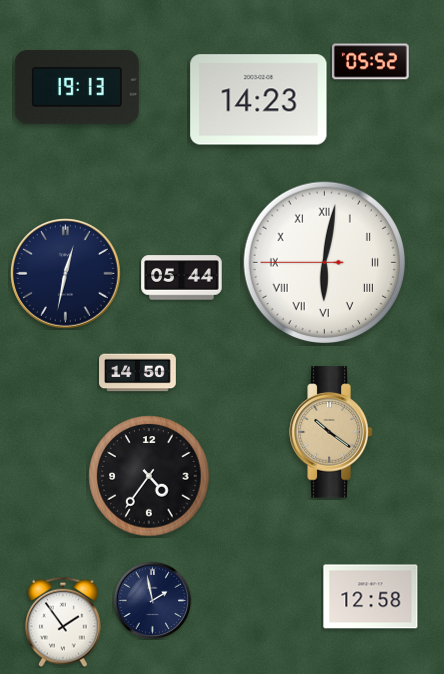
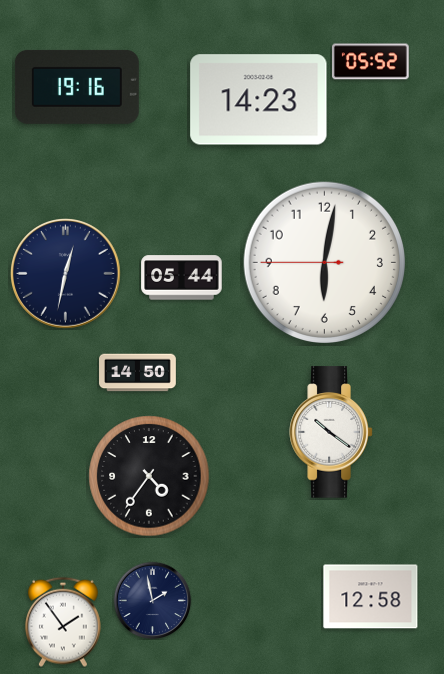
clock at (77, 87): 19:13 -> 19:16
clock at (324, 262) numerals: Roman -> Arabic
clock at (331, 432) dial: champagne -> white
